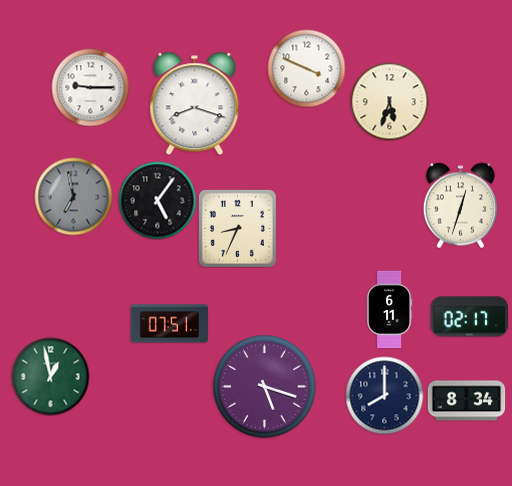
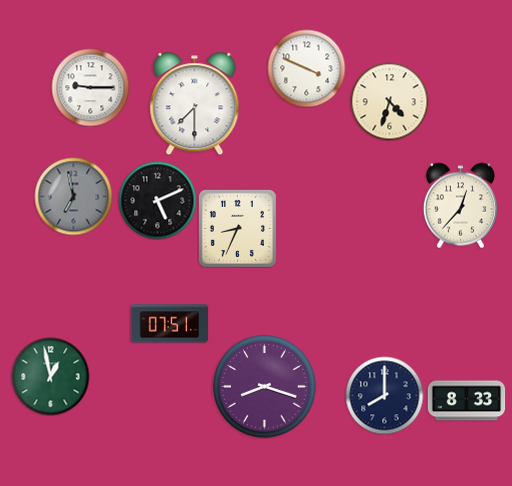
clock at (389, 101): 5:33 -> 4:33
clock at (195, 103): 8:18 -> 7:30
clock at (157, 200): 5:06 -> 5:11
clock at (460, 205): 12:33 -> 12:37
clock at (389, 309): 6:11 -> none
clock at (469, 317): 02:17 -> none
clock at (265, 387): 5:18 -> 8:18
clock at (466, 401): 8:34 -> 8:33
